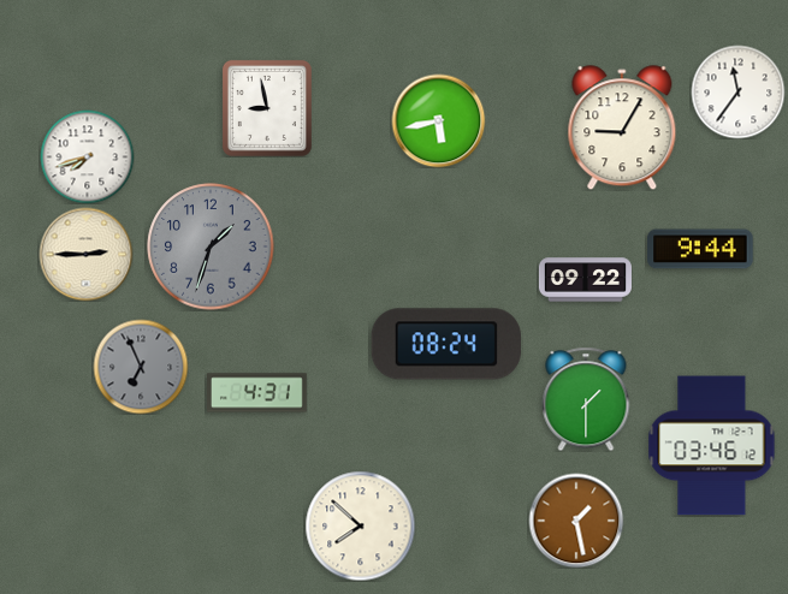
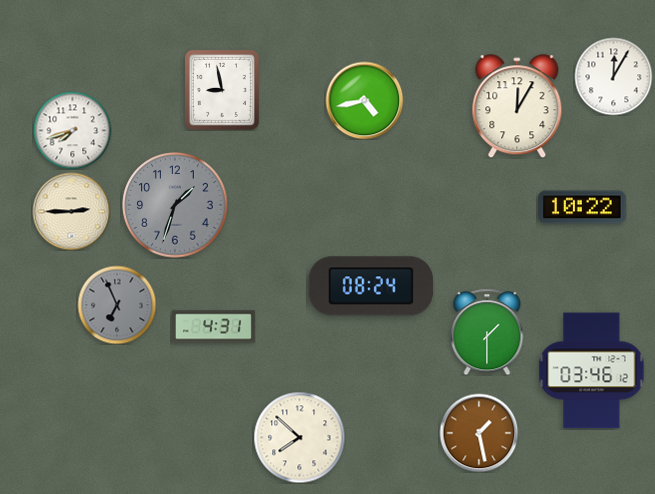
clock at (737, 91): 11:36 -> 12:05
clock at (438, 120): 5:43 -> 4:43
clock at (622, 127): 9:05 -> 12:05
clock at (700, 249): 9:44 -> 10:22
clock at (585, 280): 09:22 -> none
